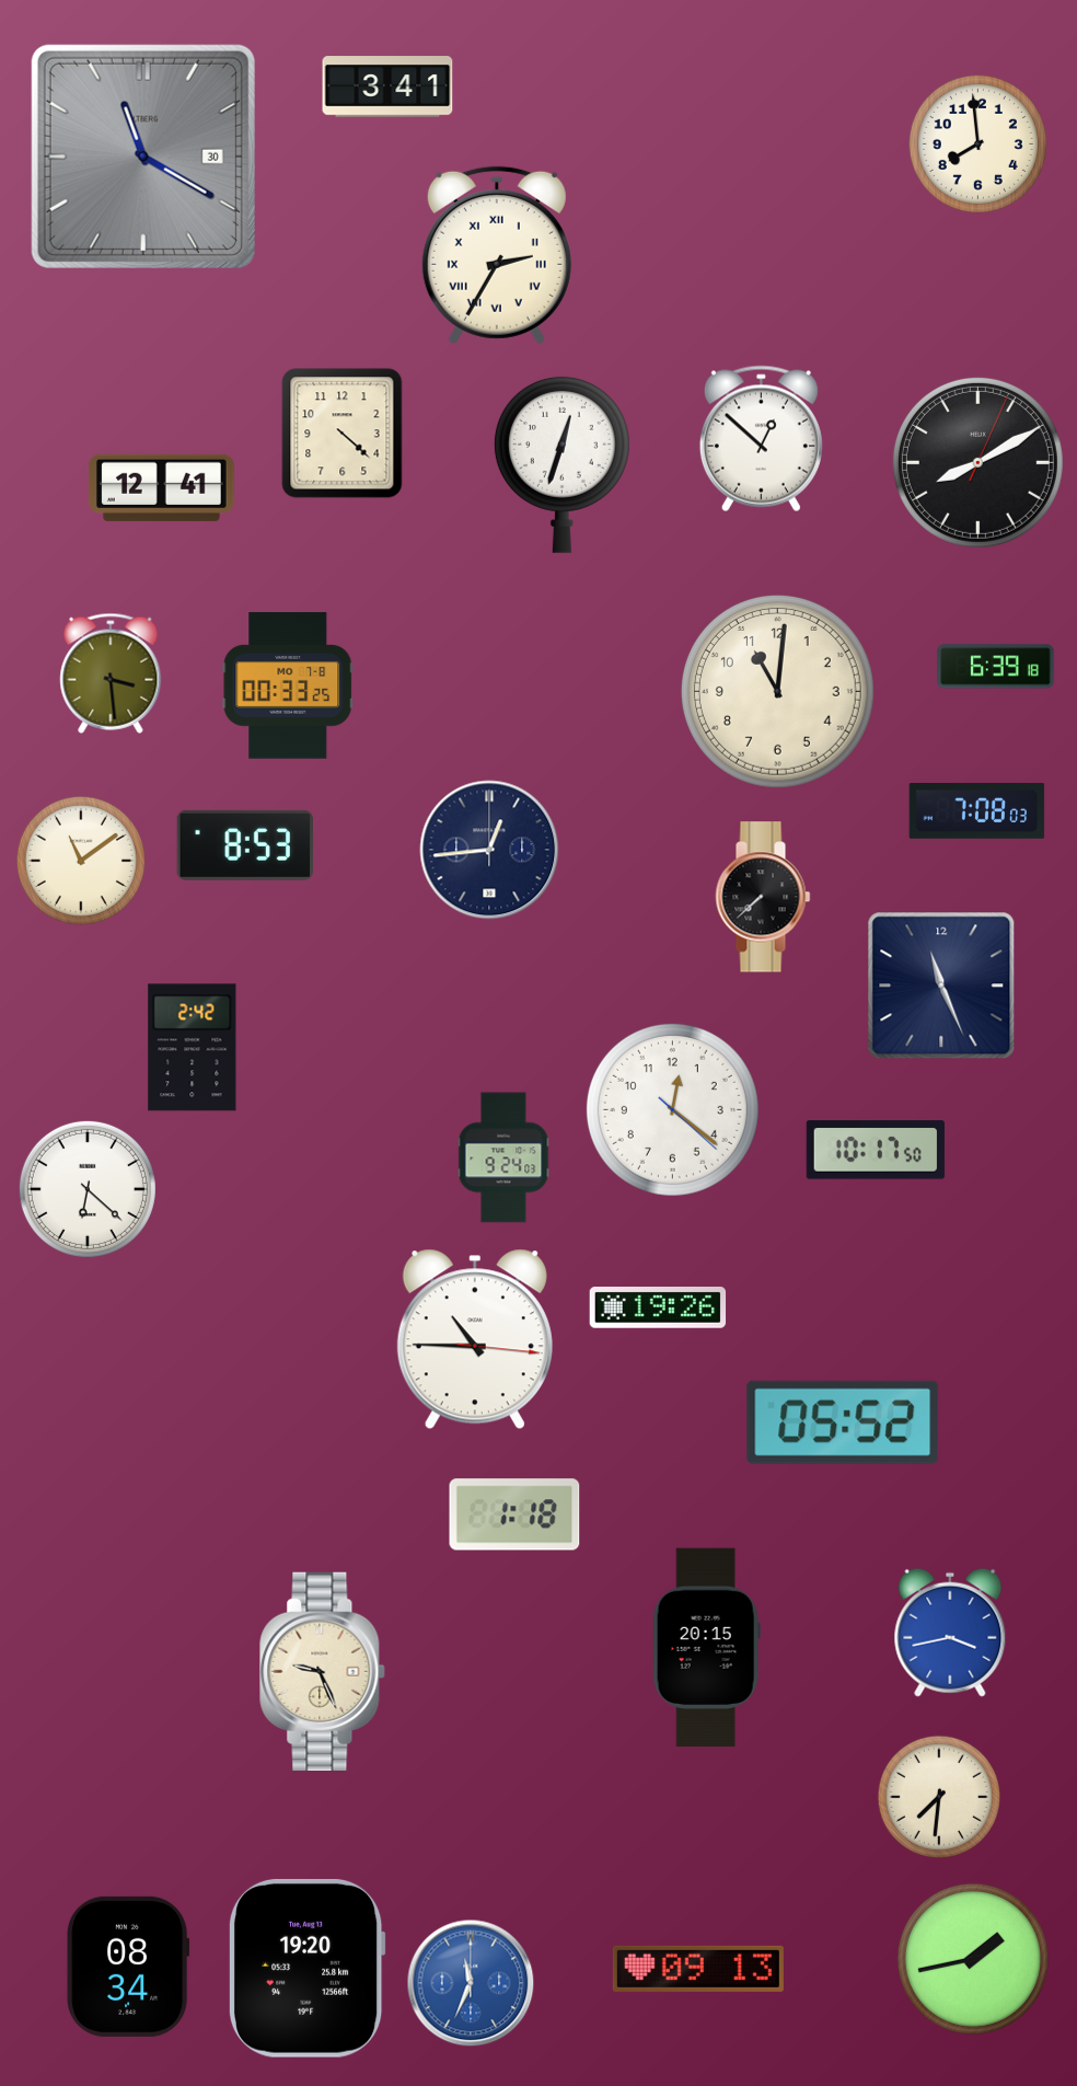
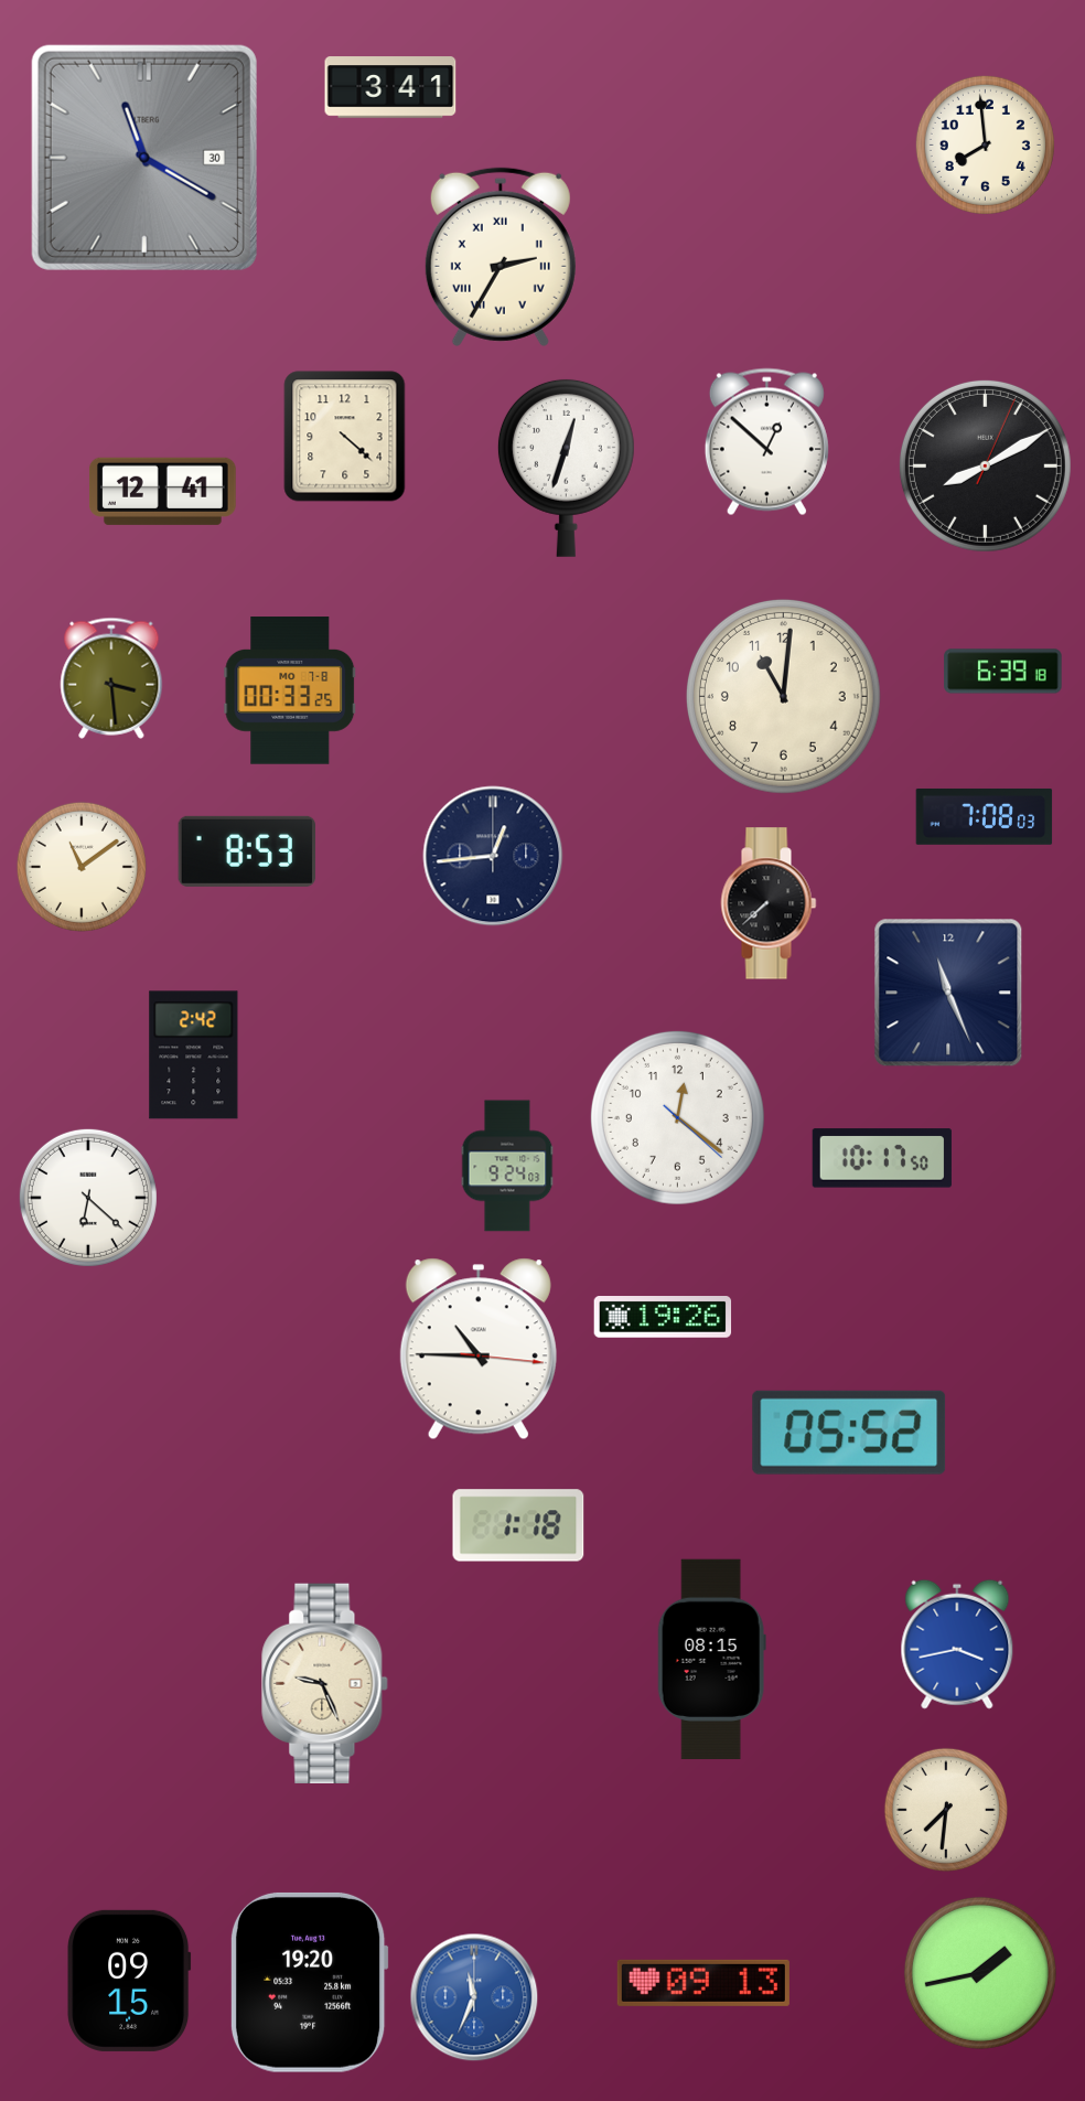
clock at (706, 1648): 20:15 -> 08:15
clock at (128, 1967): 08:34 -> 09:15
